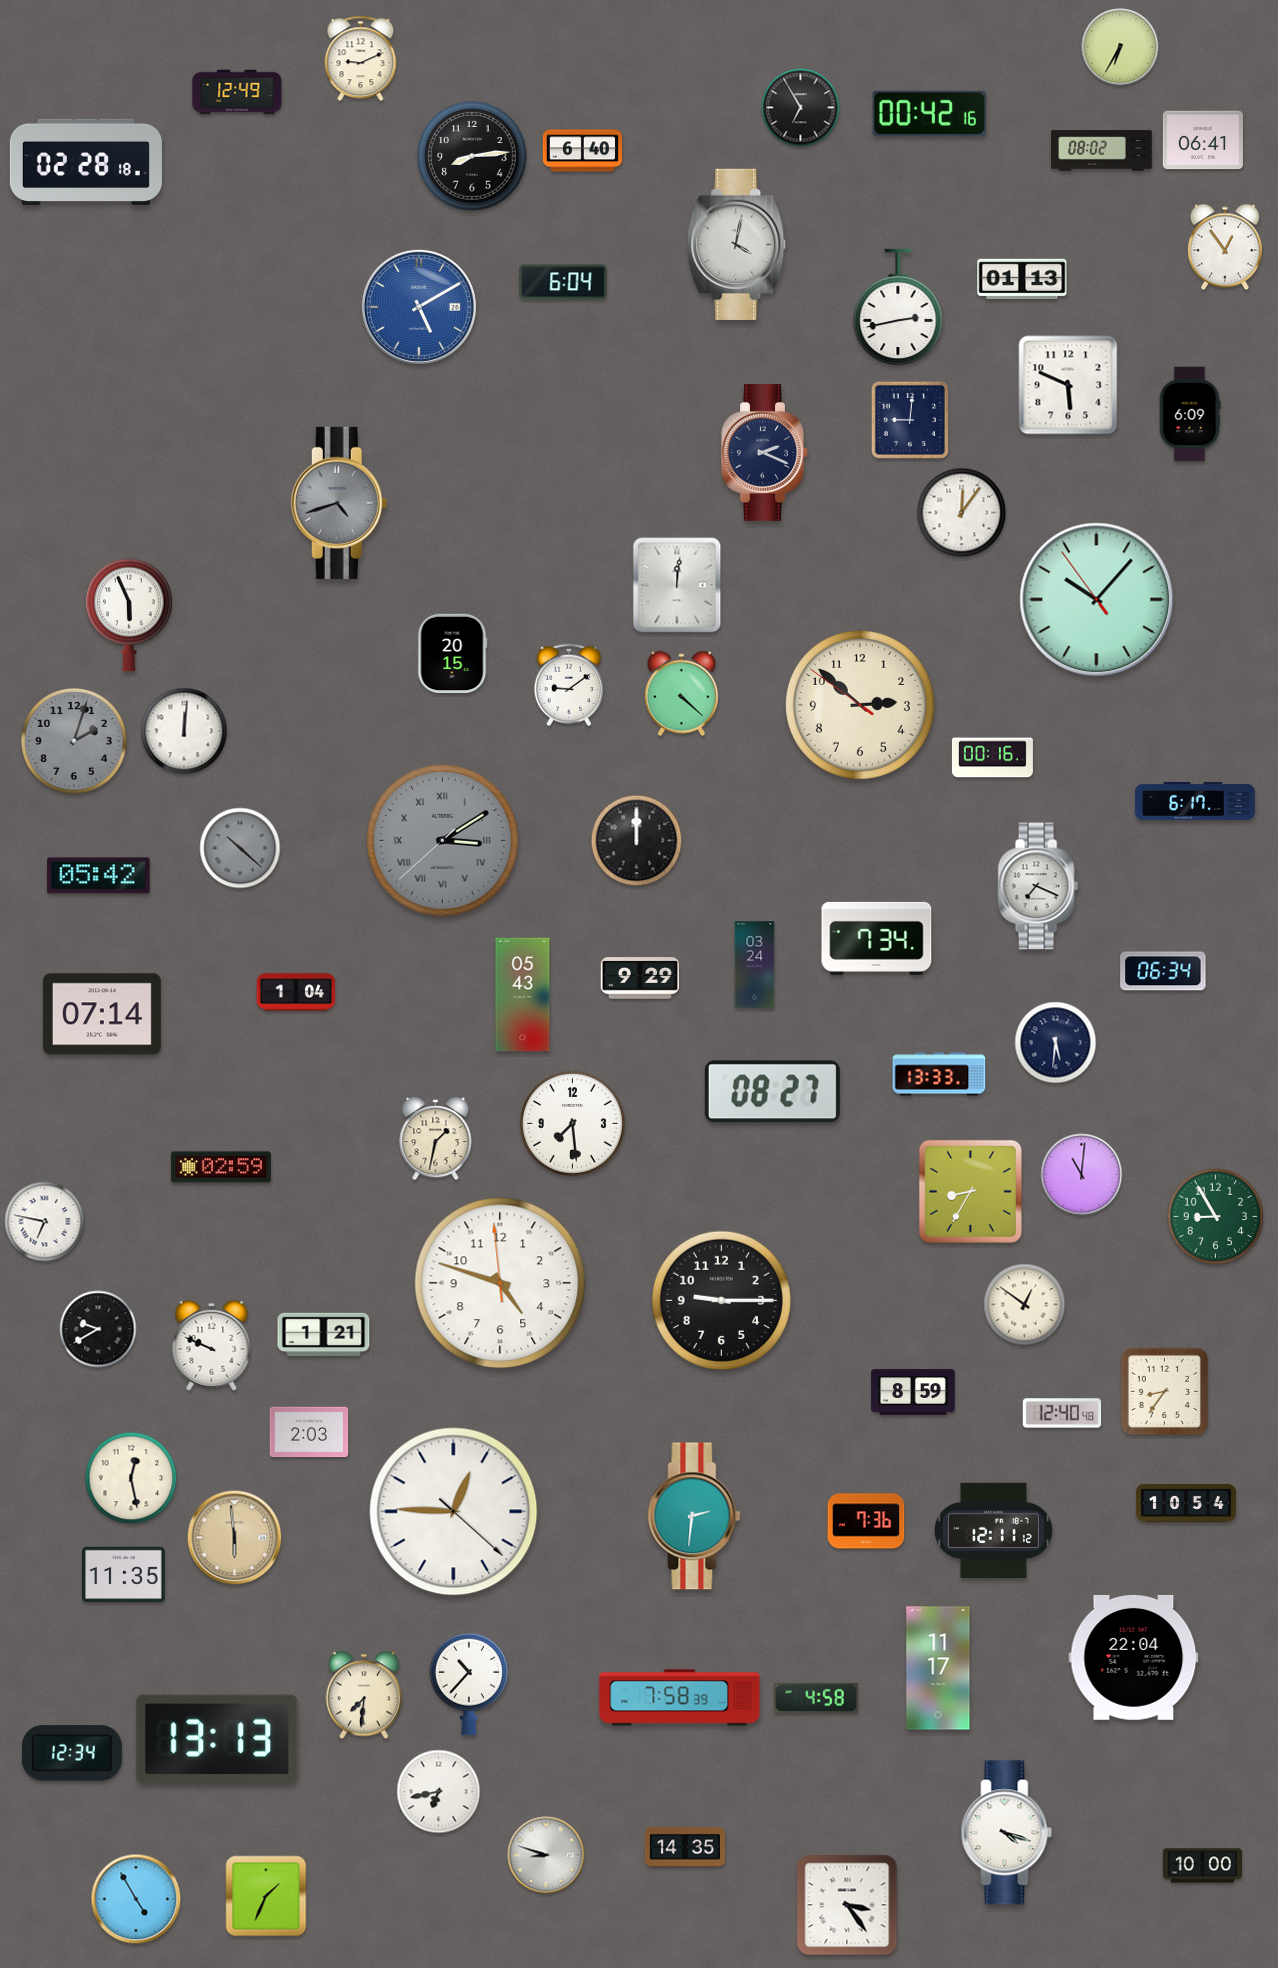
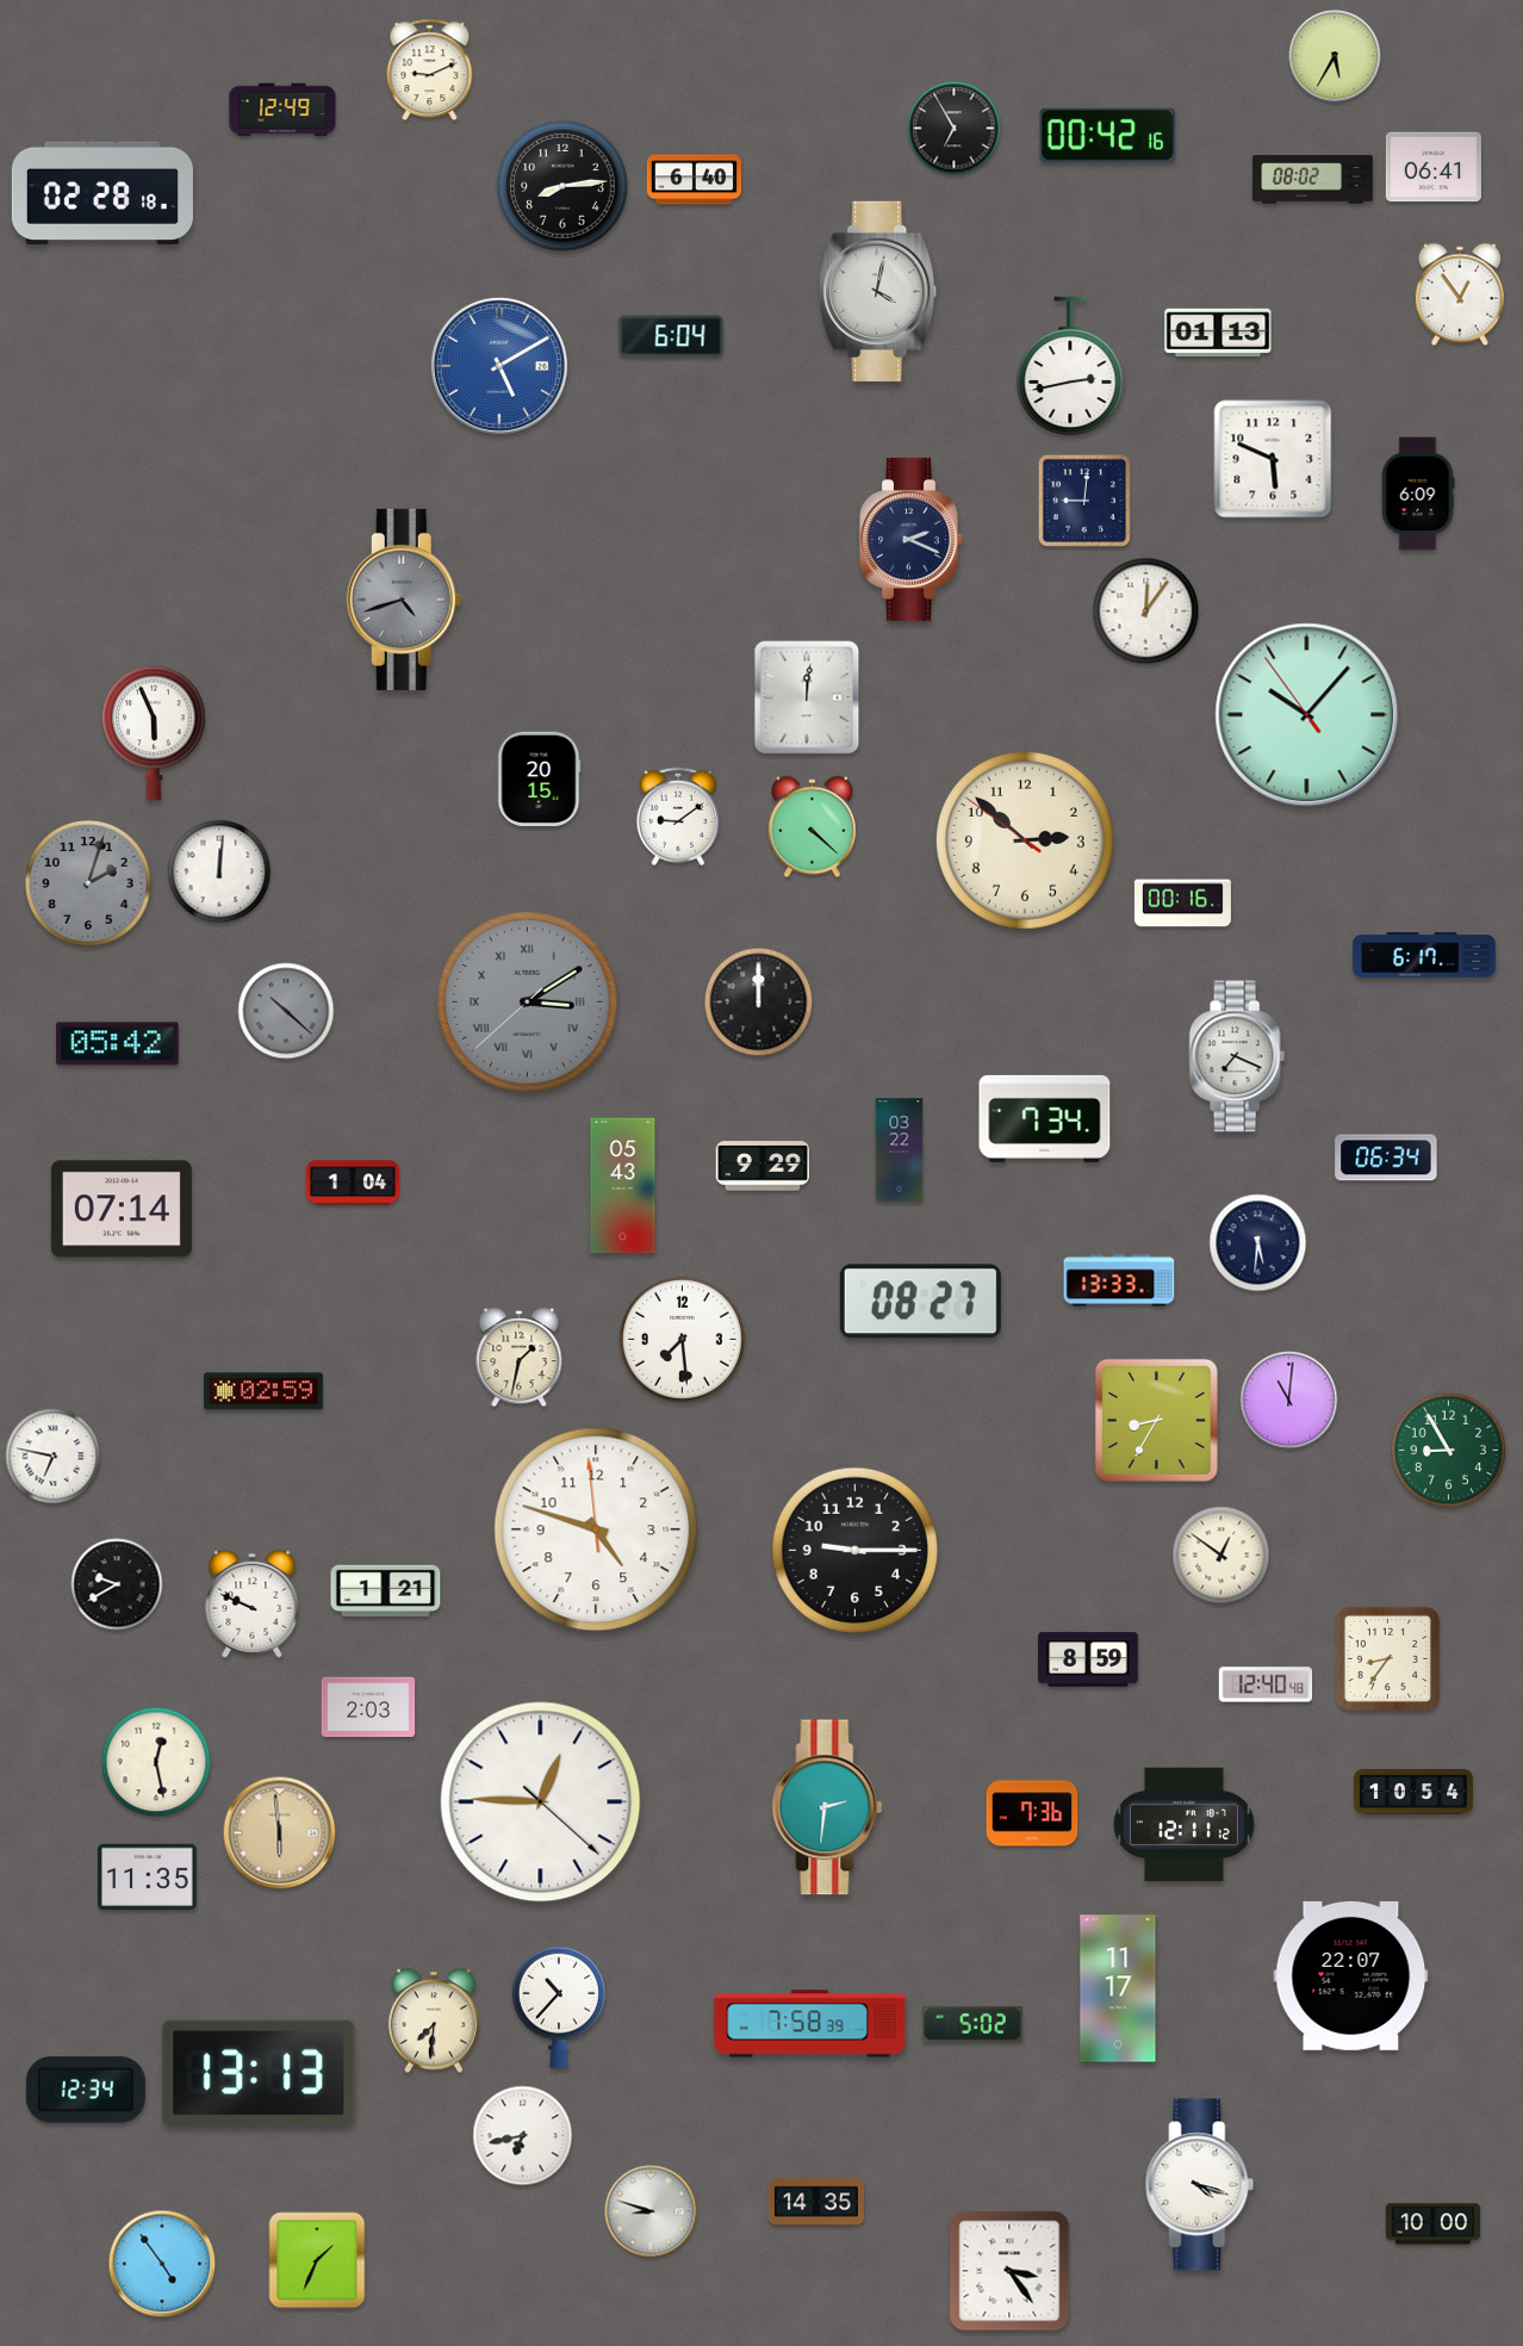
clock at (1120, 47): 6:35 -> 5:35
clock at (755, 965): 03:24 -> 03:22
clock at (721, 1300) position: (721, 1300) -> (854, 1550)
clock at (1134, 1657): 22:04 -> 22:07
clock at (817, 1698): 4:58 -> 5:02
clock at (136, 1899): 4:55 -> 4:54
